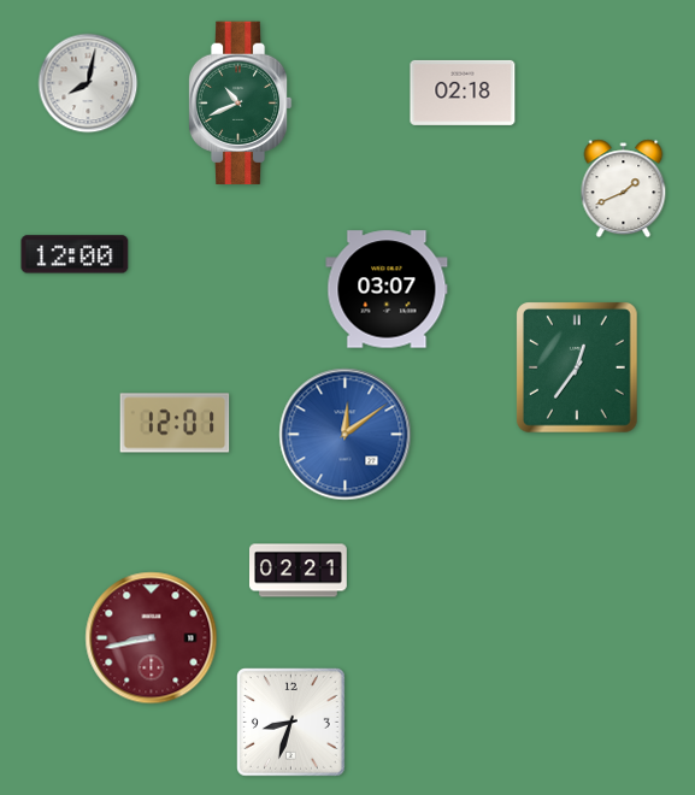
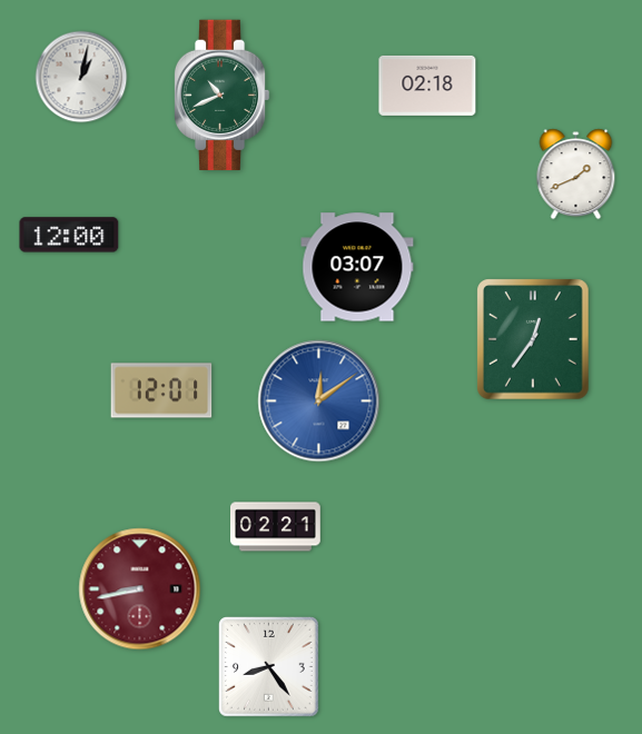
clock at (88, 83): 8:02 -> 1:02
clock at (291, 723): 8:33 -> 8:24
